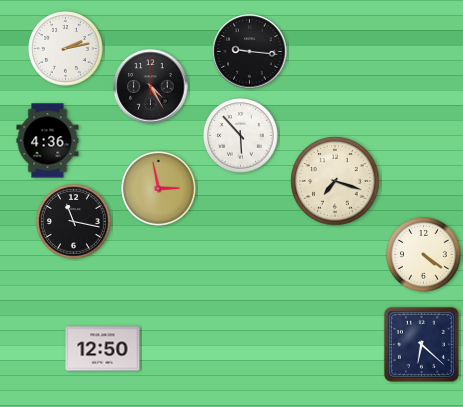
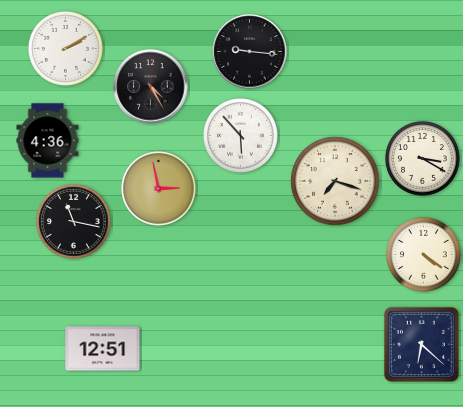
clock at (66, 49): 2:13 -> 2:10
clock at (423, 159): none -> 3:20
clock at (103, 349): 12:50 -> 12:51
